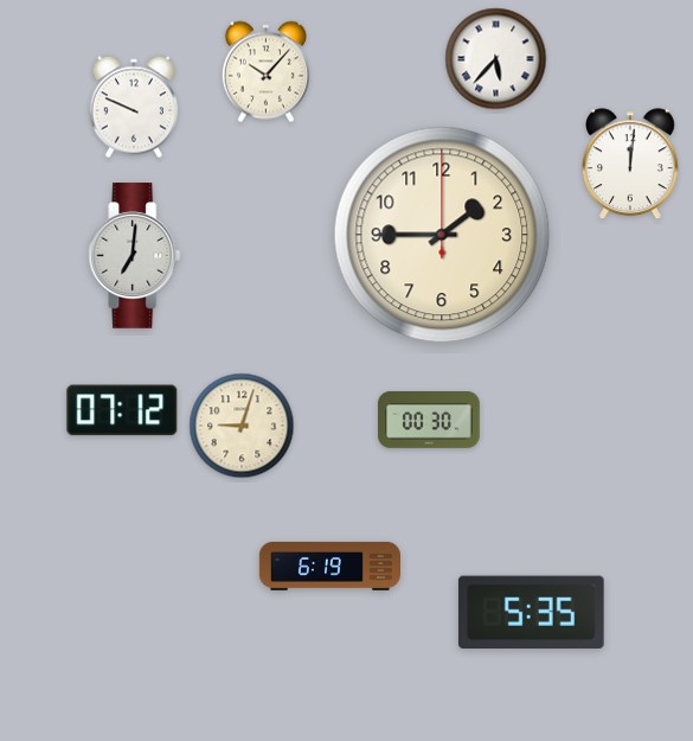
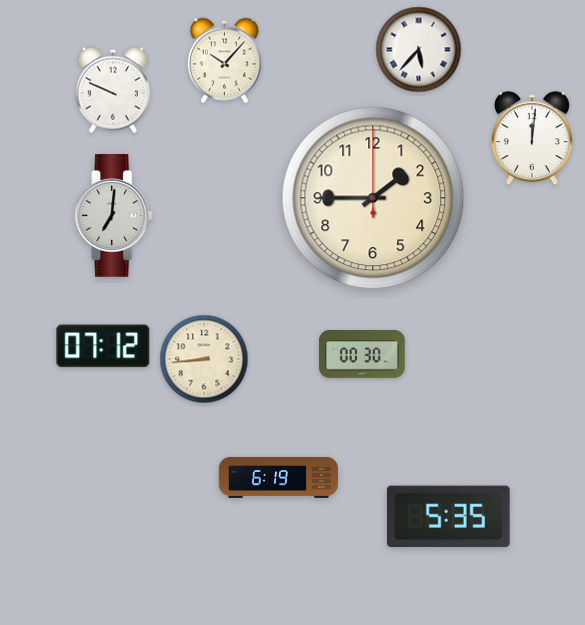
clock at (242, 426): 9:03 -> 8:44
